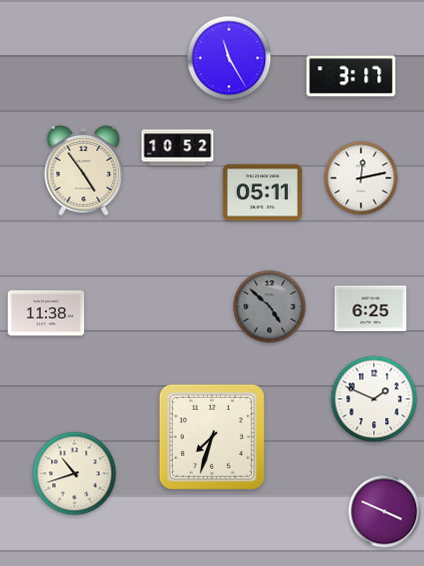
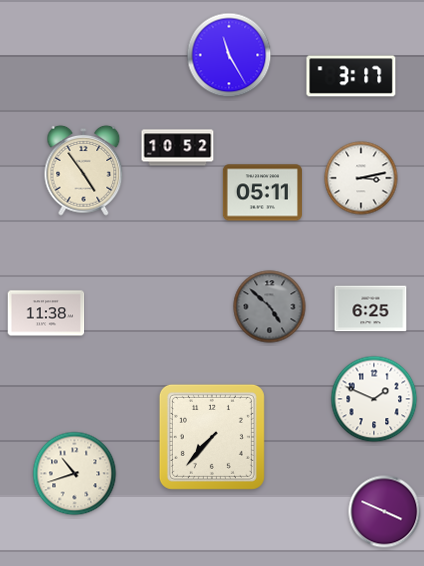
clock at (229, 58) position: (229, 58) -> (229, 55)
clock at (361, 178): 12:13 -> 3:13
clock at (212, 437): 7:33 -> 7:37
